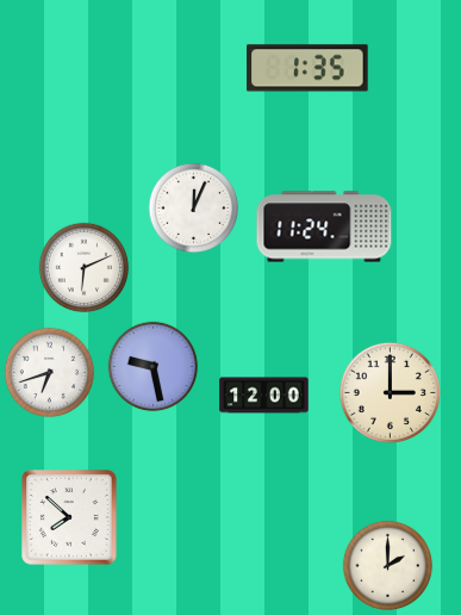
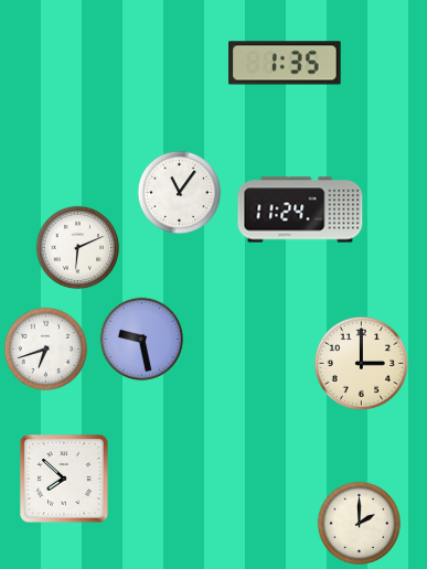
clock at (194, 209): 12:04 -> 11:06
clock at (50, 373) position: (50, 373) -> (46, 350)
clock at (264, 396): 12:00 -> none
